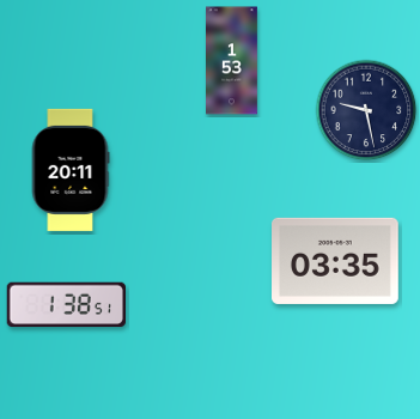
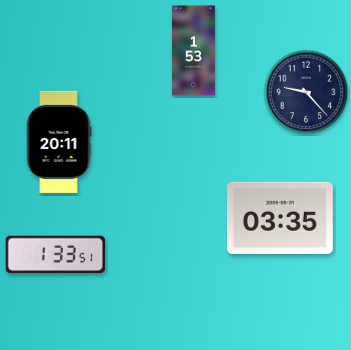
clock at (366, 110): 9:28 -> 9:23
clock at (66, 305): 1:38 -> 1:33
